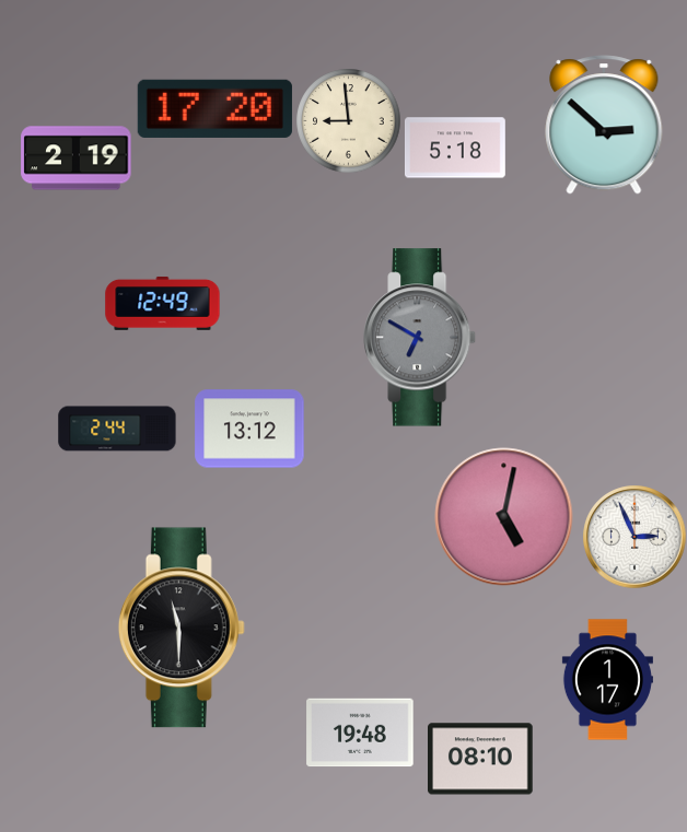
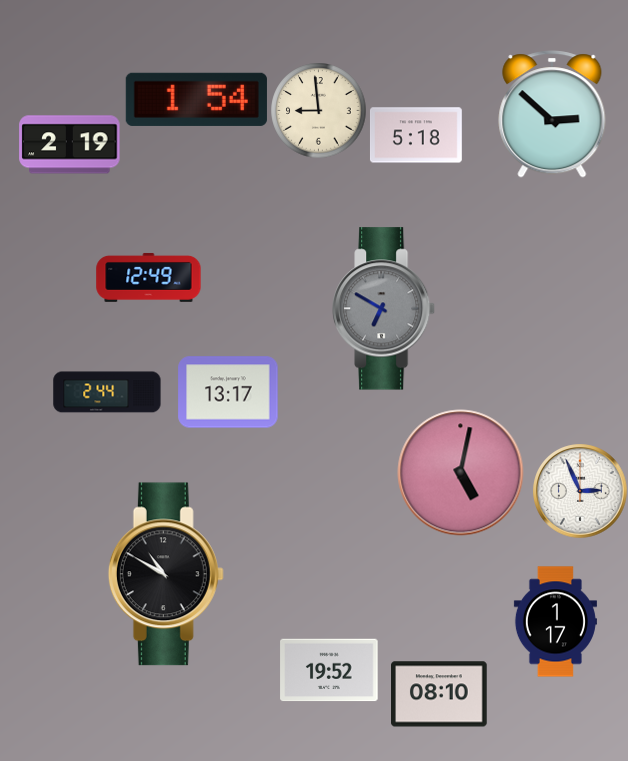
clock at (214, 108): 17:20 -> 1:54
clock at (249, 429): 13:12 -> 13:17
clock at (182, 628): 11:30 -> 10:50
clock at (360, 733): 19:48 -> 19:52
